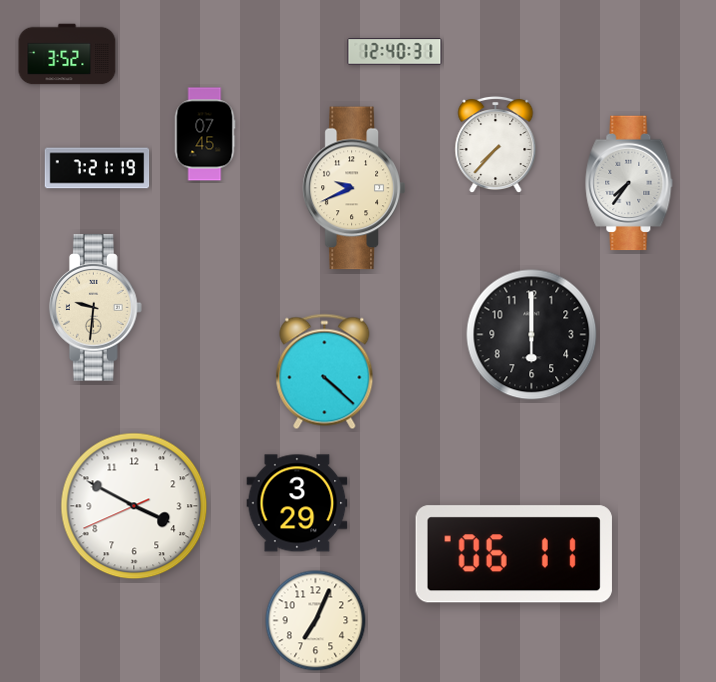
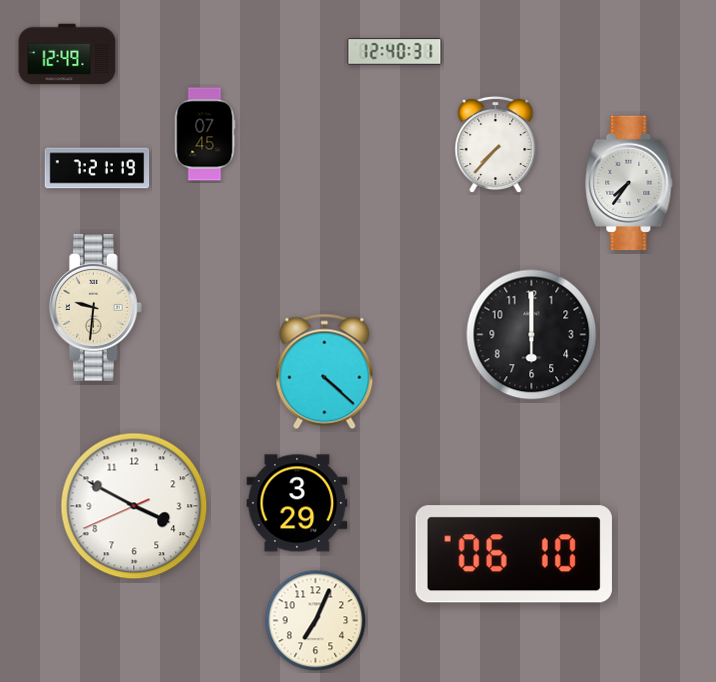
clock at (67, 54): 3:52 -> 12:49
clock at (354, 188): 9:41 -> none
clock at (514, 554): 06:11 -> 06:10
